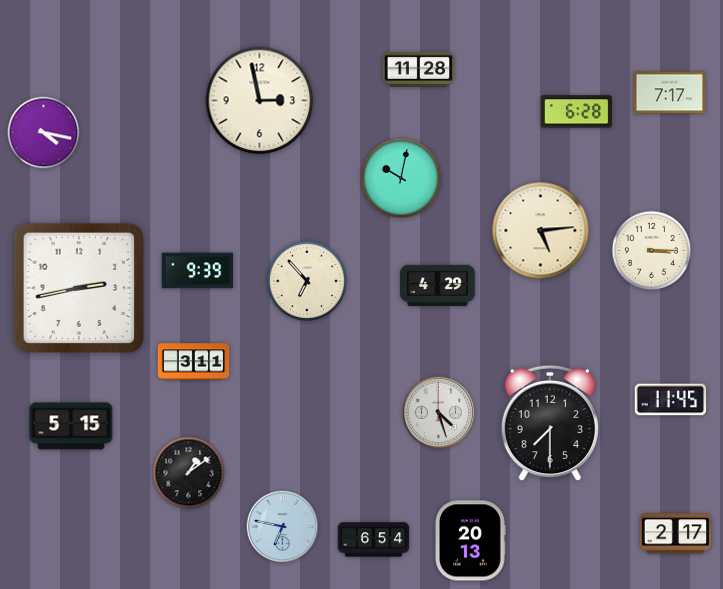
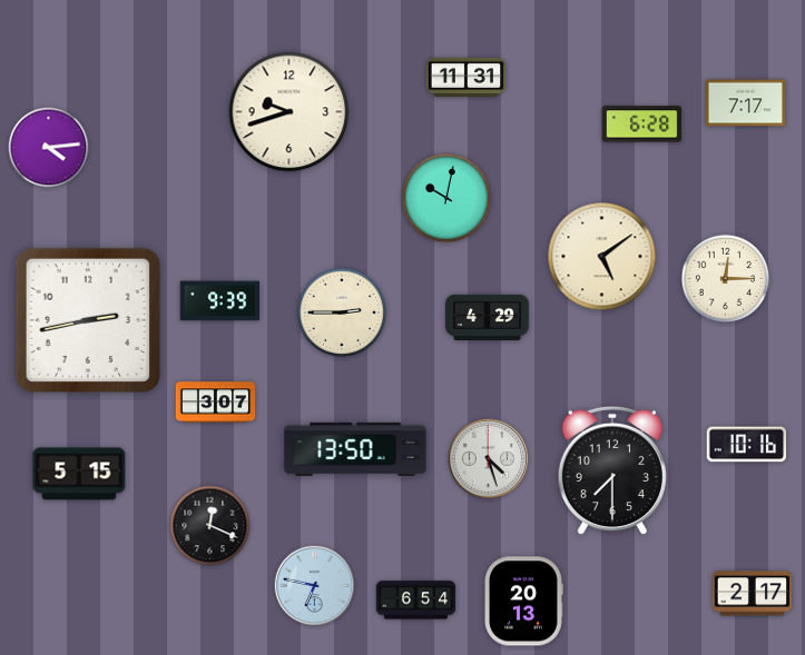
clock at (419, 69): 11:28 -> 11:31
clock at (260, 101): 2:58 -> 9:42
clock at (44, 133): 4:17 -> 4:14
clock at (541, 231): 5:14 -> 5:09
clock at (652, 251): 3:15 -> 12:15
clock at (306, 280): 6:53 -> 2:45
clock at (194, 362): 3:11 -> 3:07
clock at (671, 400): 11:45 -> 10:16
clock at (355, 449): none -> 13:50
clock at (189, 473): 1:09 -> 12:19
